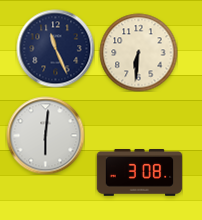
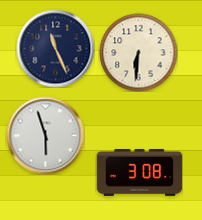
clock at (45, 135): 6:01 -> 5:57
